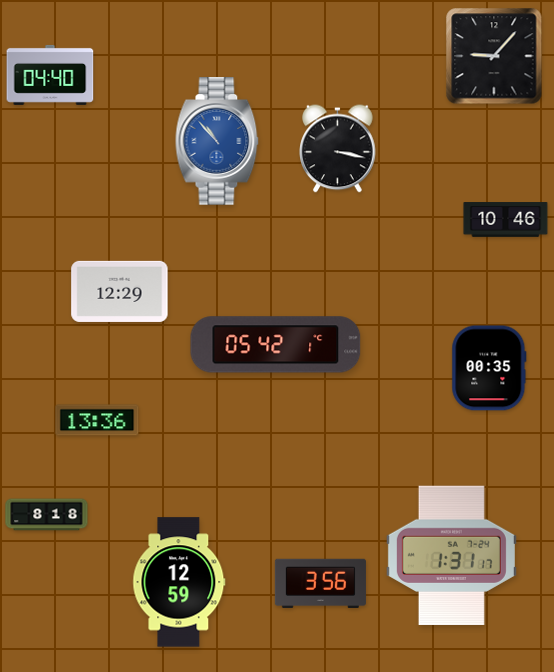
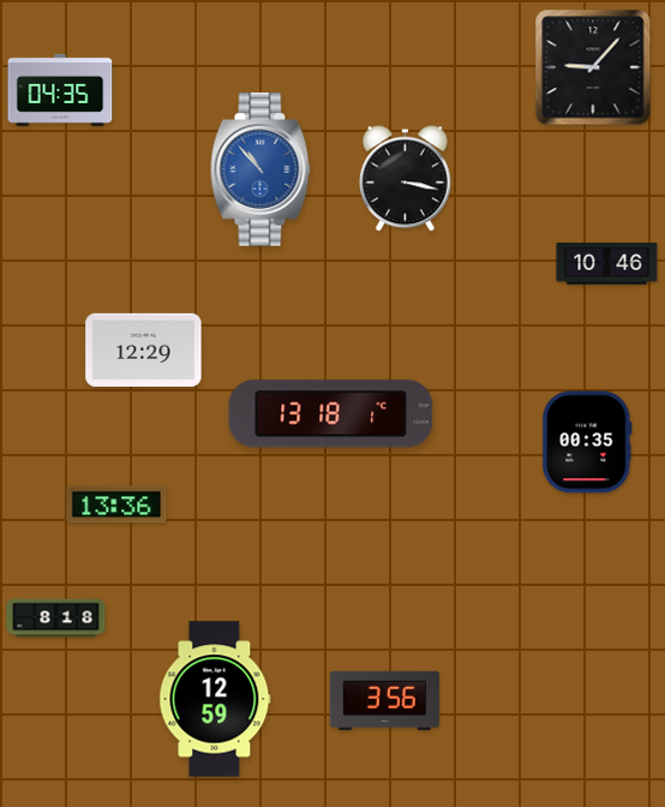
clock at (50, 75): 04:40 -> 04:35
clock at (276, 345): 05:42 -> 13:18
clock at (451, 556): 1:31 -> none
